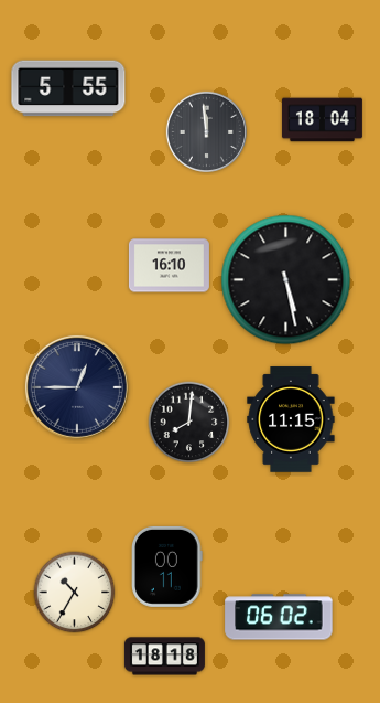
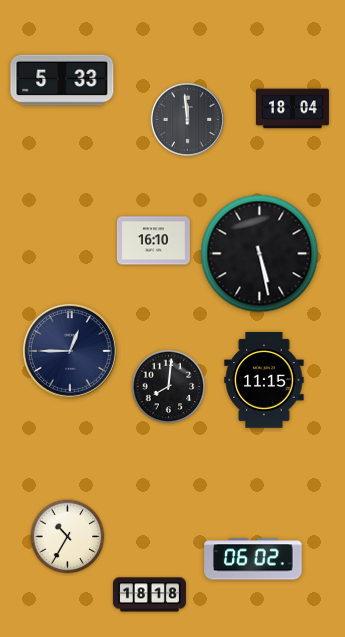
clock at (68, 88): 5:55 -> 5:33
clock at (189, 423) position: (189, 423) -> (169, 387)
clock at (167, 566): 00:11 -> none
